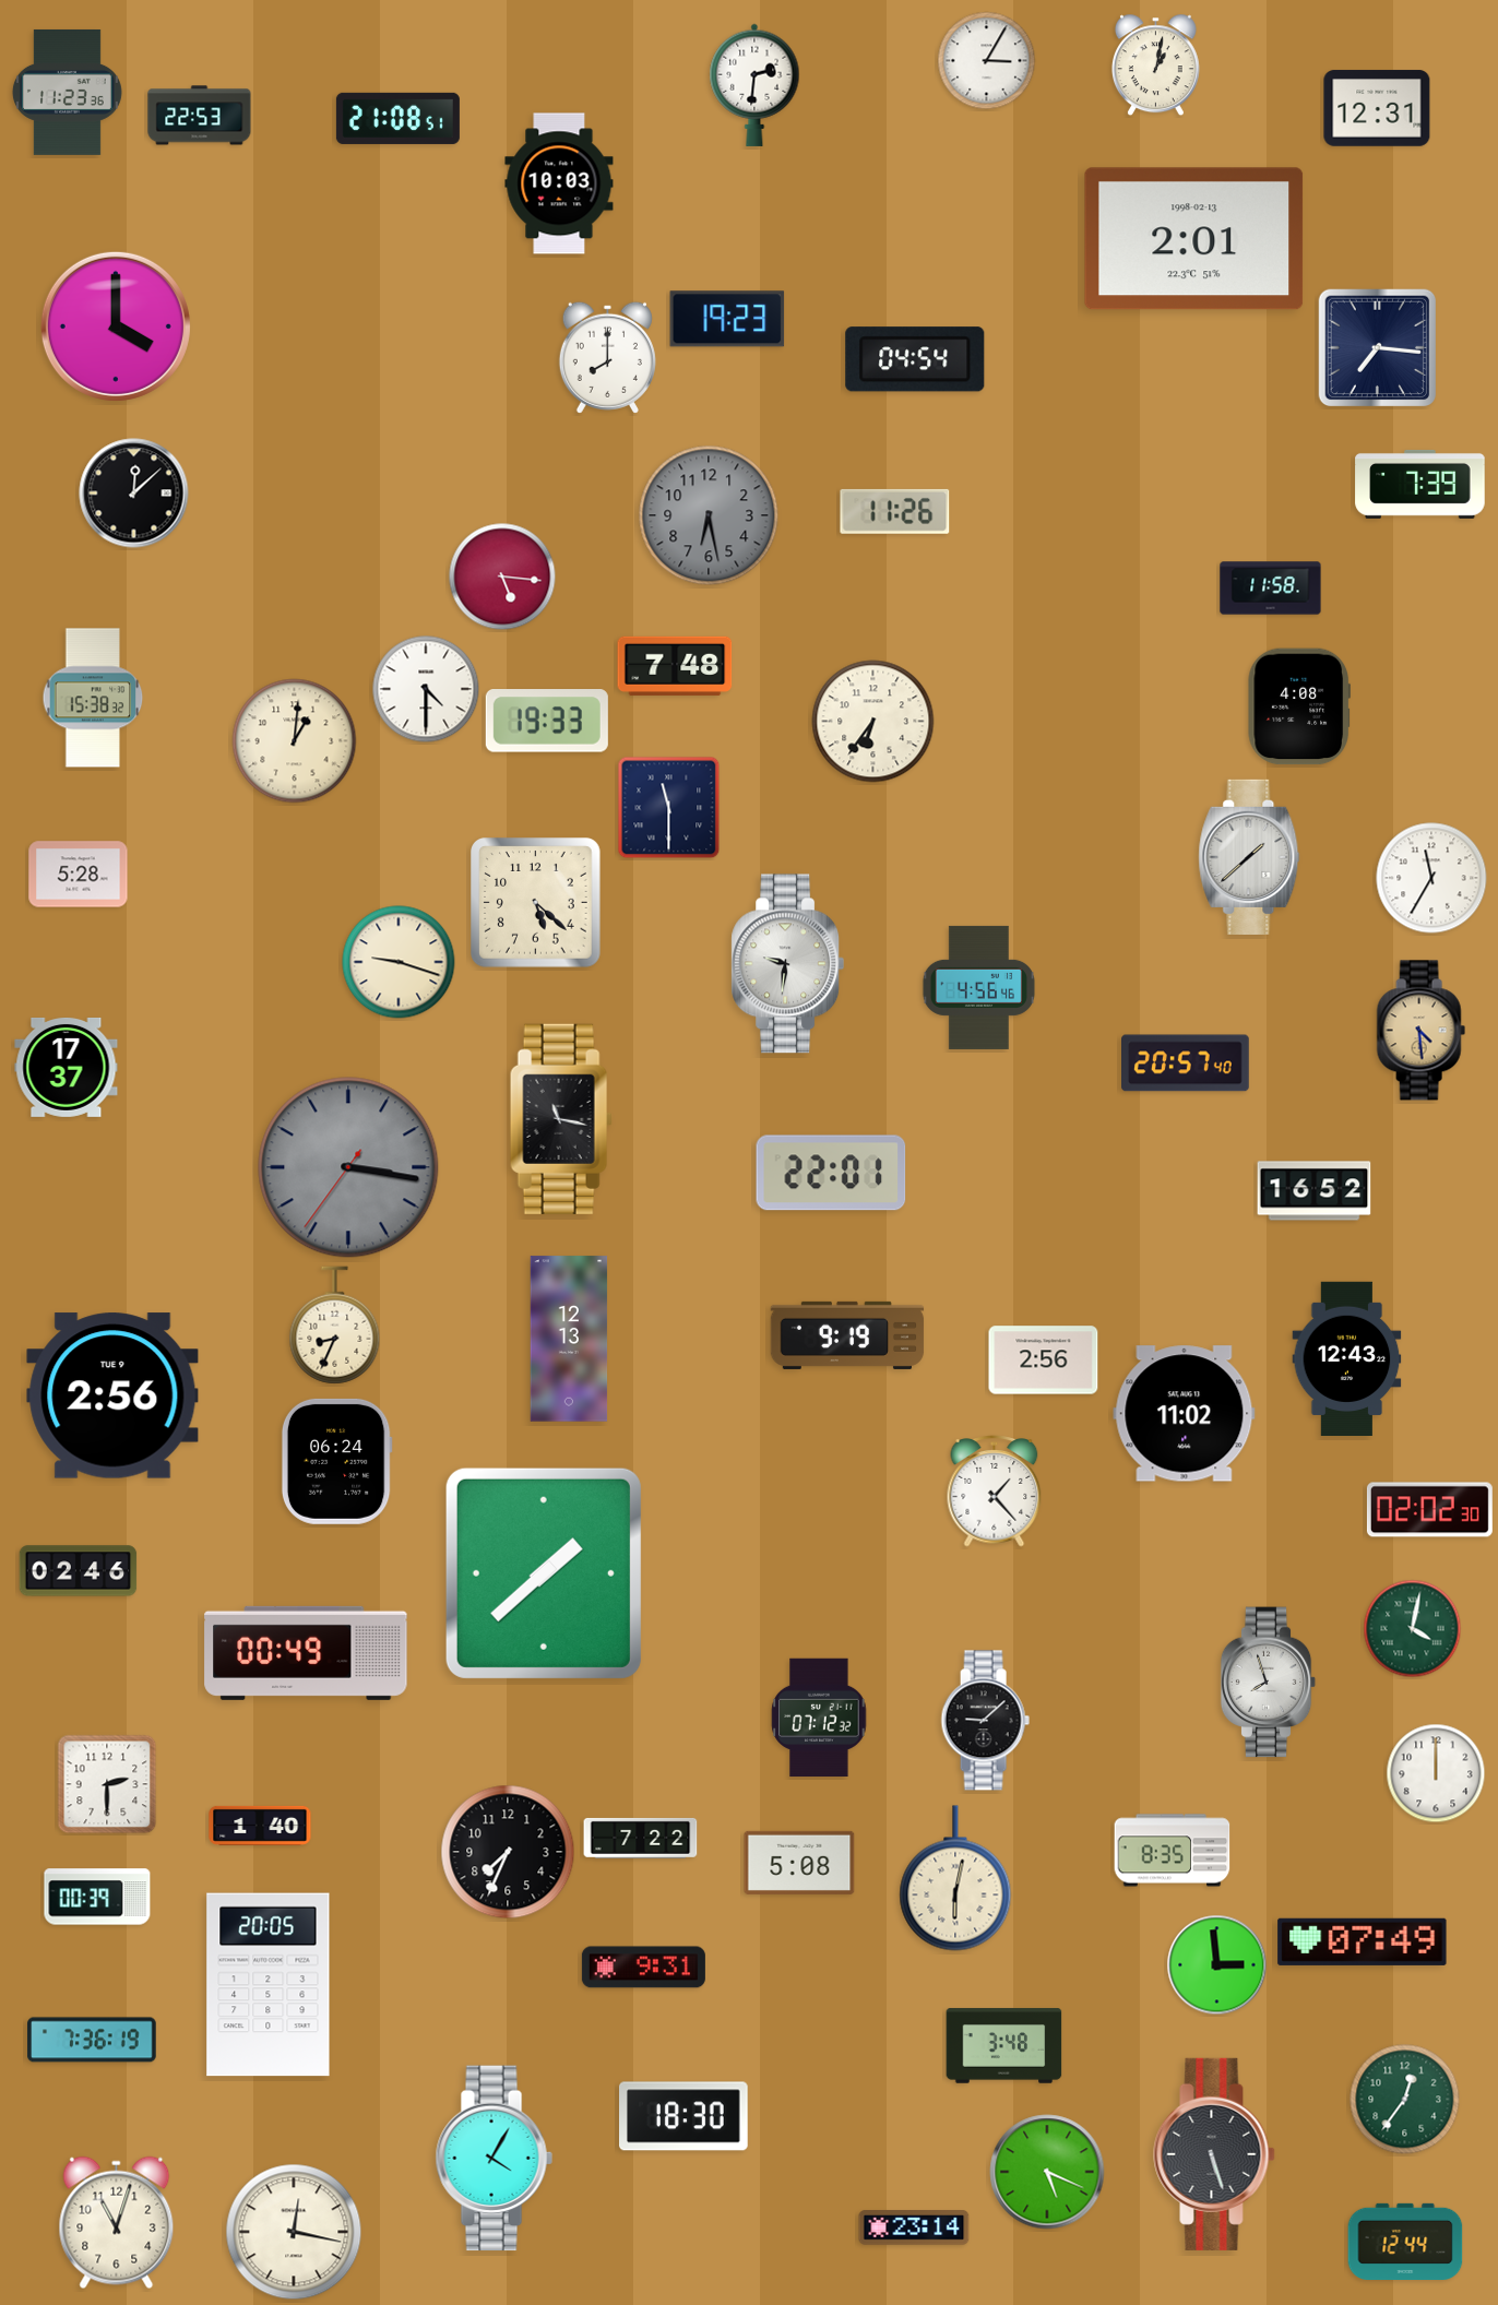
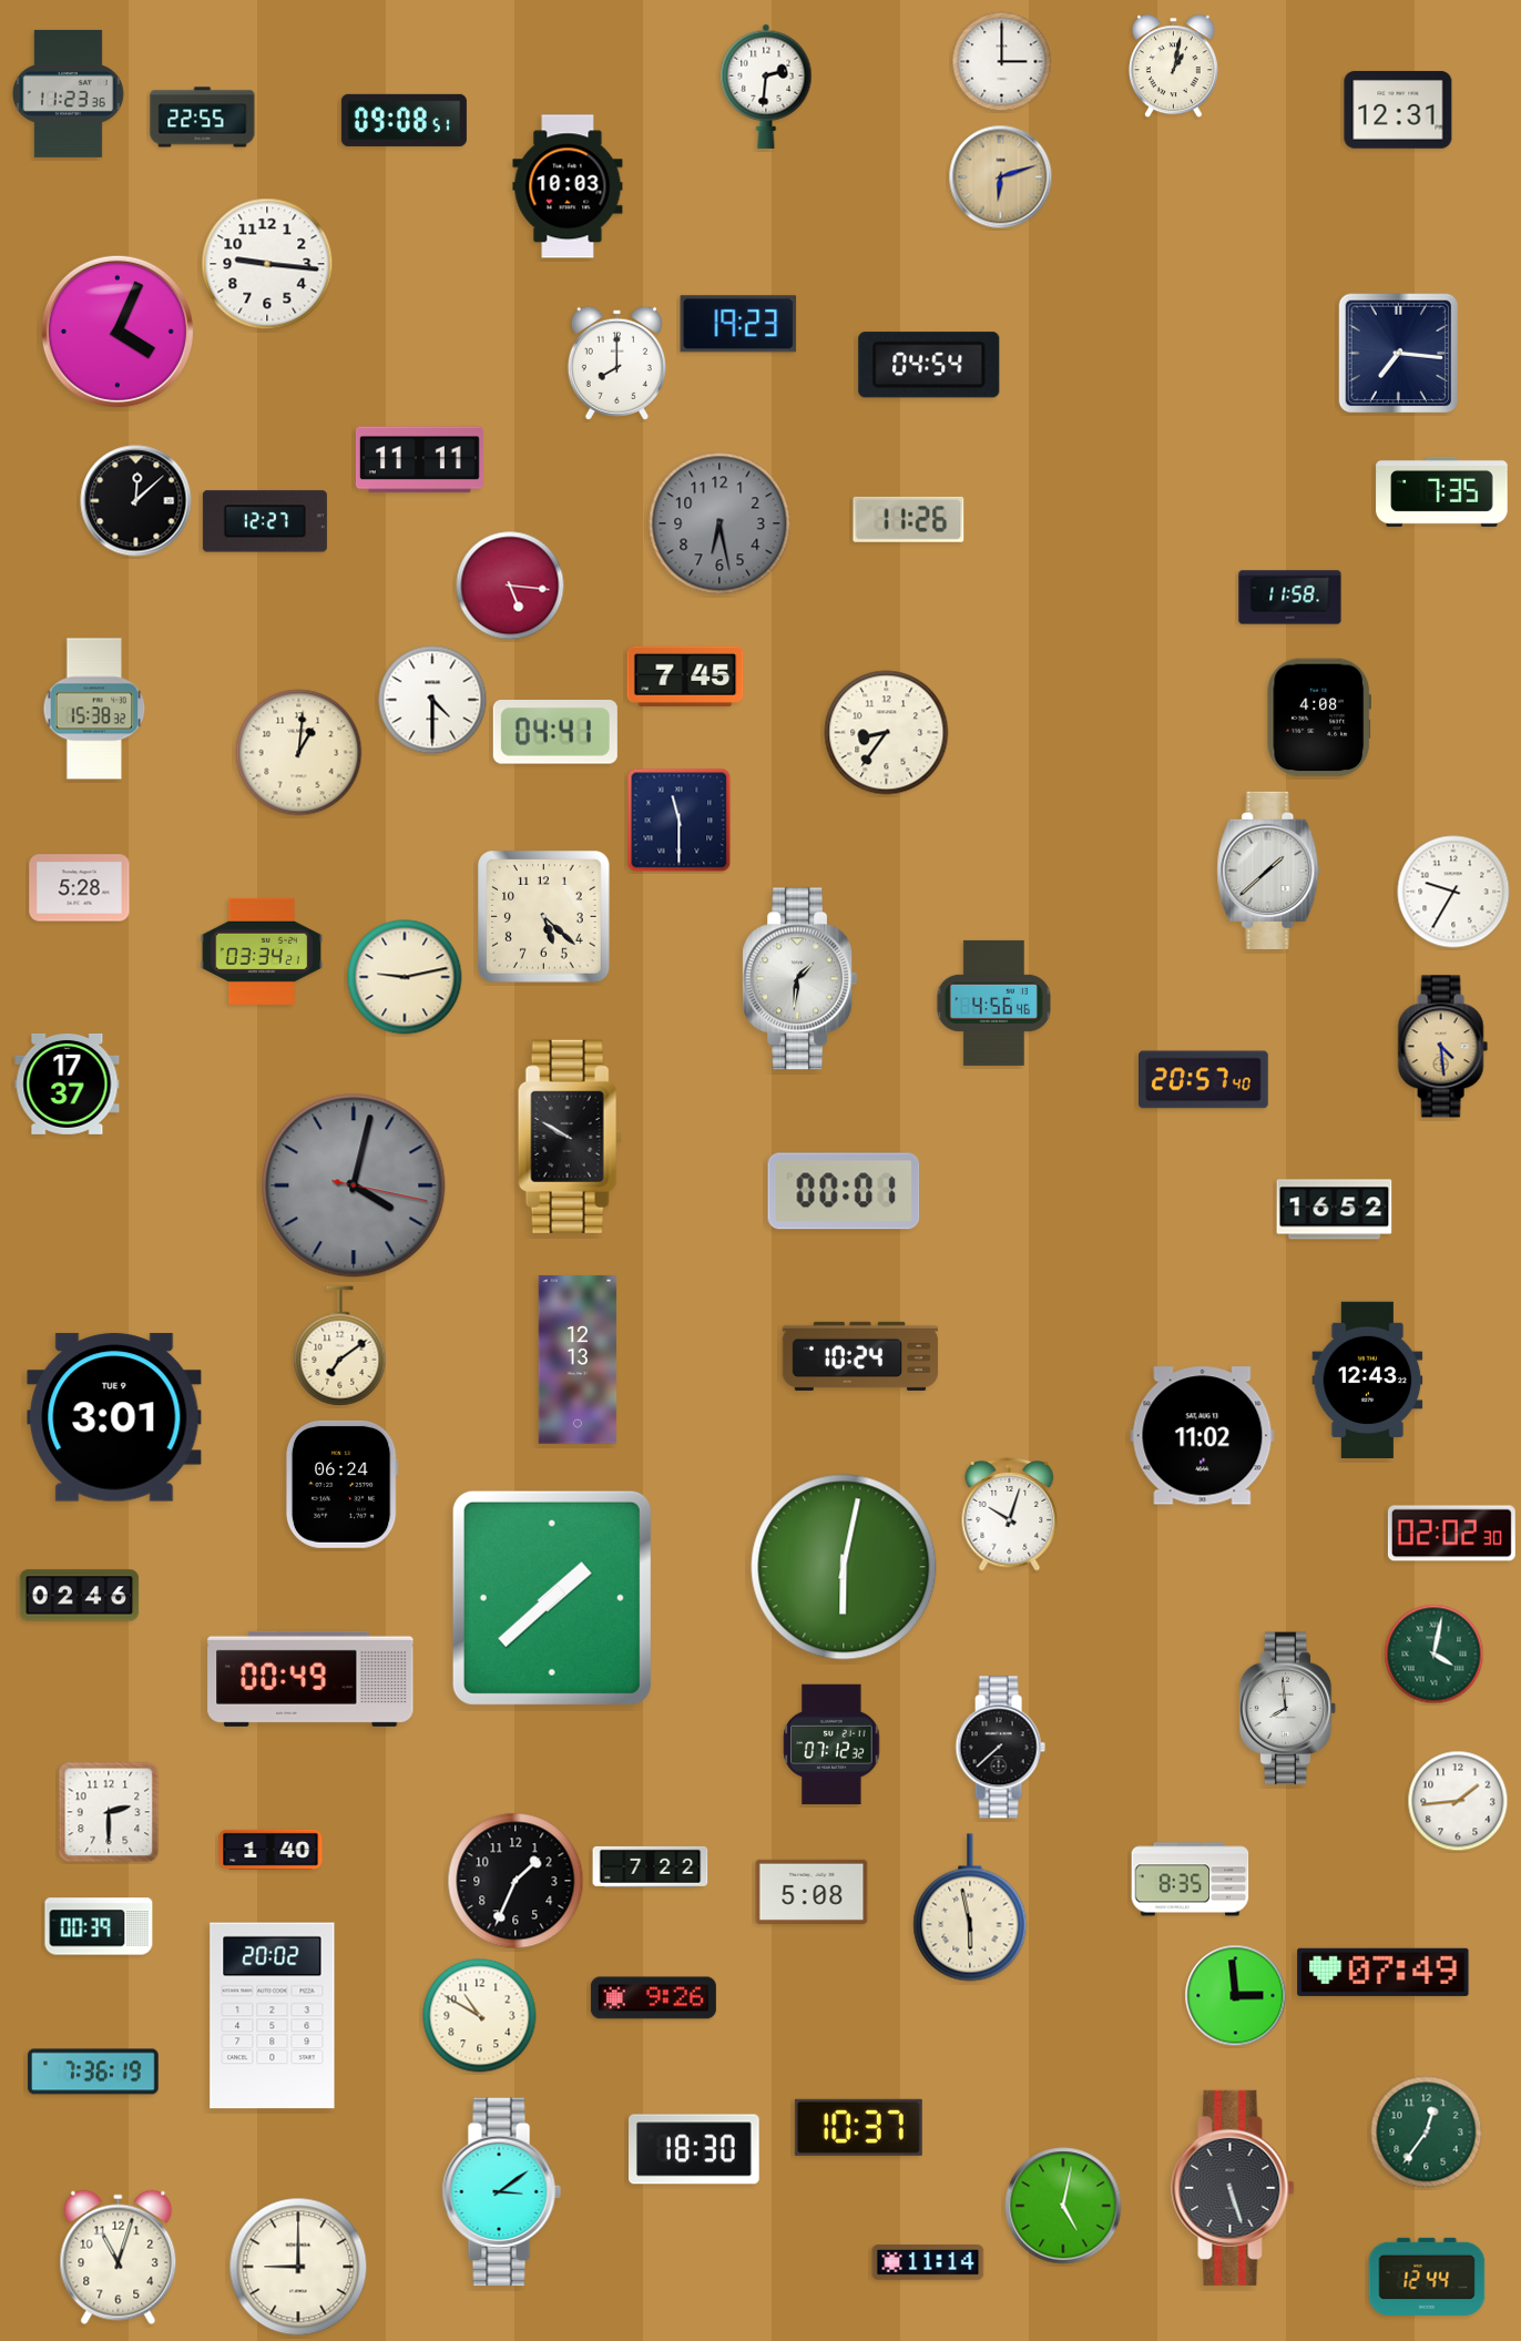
clock at (987, 61): 3:05 -> 3:00
clock at (200, 116): 22:53 -> 22:55
clock at (397, 118): 21:08 -> 09:08
clock at (1001, 177): none -> 6:12
clock at (1194, 239): 2:01 -> none
clock at (267, 264): none -> 9:16
clock at (116, 326): 4:00 -> 4:04
clock at (419, 460): none -> 11:11
clock at (1420, 484): 7:39 -> 7:35
clock at (265, 521): none -> 12:27
clock at (675, 666): 7:48 -> 7:45
clock at (547, 721): 19:33 -> 04:41
clock at (873, 722): 6:36 -> 8:36
clock at (1431, 878): 11:35 -> 9:35
clock at (262, 951): none -> 03:34
clock at (399, 962): 9:18 -> 9:13
clock at (788, 964): 9:31 -> 1:31
clock at (561, 1119): 11:17 -> 9:50
clock at (348, 1167): 3:16 -> 4:02
clock at (831, 1173): 22:01 -> 00:01
clock at (335, 1326): 8:34 -> 7:09
clock at (847, 1335): 9:19 -> 10:24
clock at (1044, 1361): 2:56 -> none
clock at (112, 1395): 2:56 -> 3:01
clock at (995, 1492): 1:23 -> 10:03
clock at (844, 1567): none -> 6:02
clock at (1269, 1683): 7:57 -> 7:59
clock at (985, 1721): 9:08 -> 7:38
clock at (1436, 1773): 12:00 -> 1:44
clock at (260, 1826) position: (260, 1826) -> (270, 1850)
clock at (508, 1852): 7:34 -> 1:34
clock at (955, 1878): 6:02 -> 5:58
clock at (643, 1968): 9:31 -> 9:26
clock at (269, 1985): 20:05 -> 20:02
clock at (480, 2016): none -> 10:50
clock at (1004, 2046): 3:48 -> none
clock at (858, 2127): none -> 10:37
clock at (494, 2159): 4:05 -> 3:09
clock at (1047, 2172): 5:19 -> 5:02
clock at (914, 2227): 23:14 -> 11:14
clock at (294, 2232): 12:17 -> 9:00
